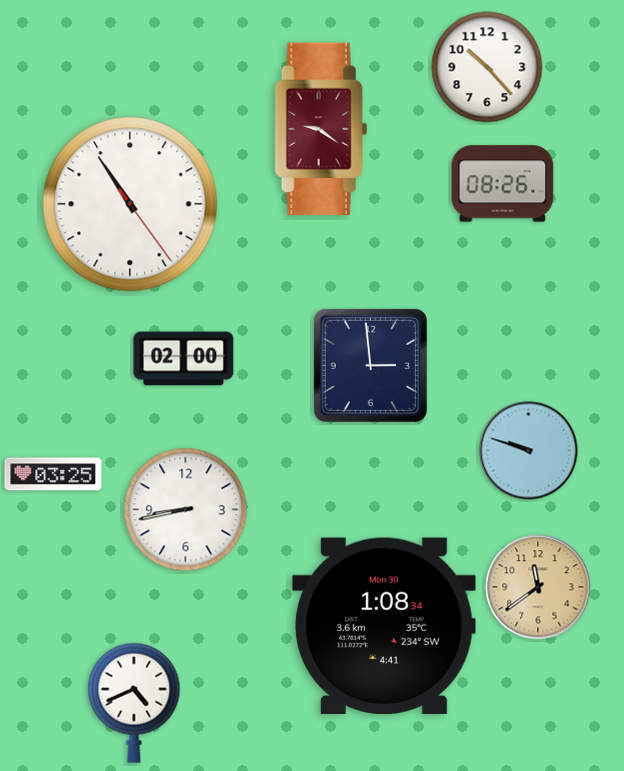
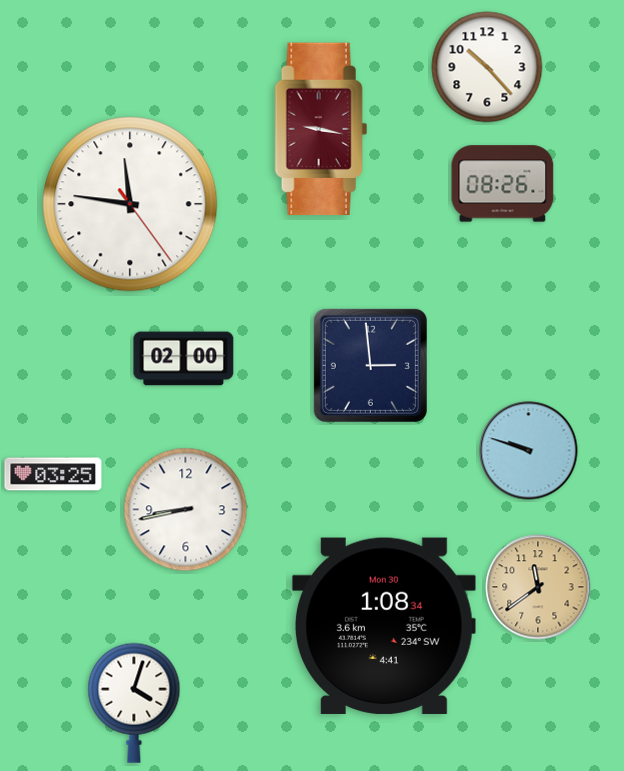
clock at (321, 129): 9:21 -> 9:17
clock at (130, 204): 10:54 -> 11:46
clock at (134, 703): 4:41 -> 4:03
